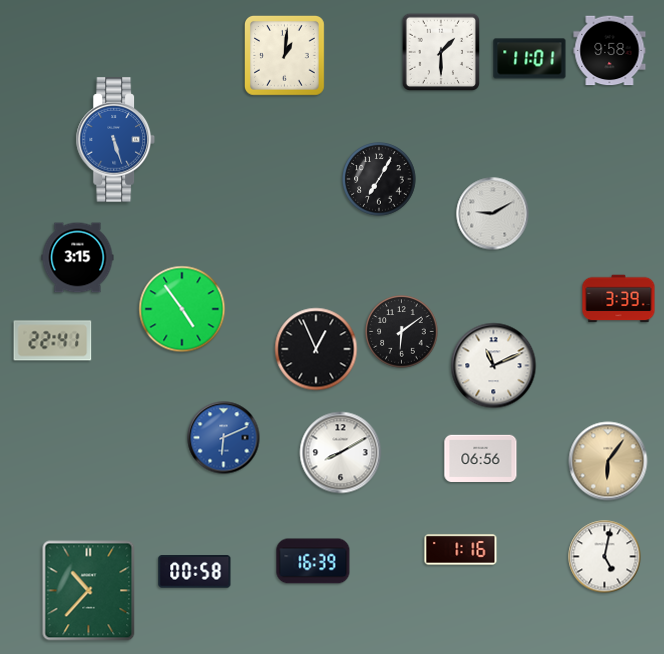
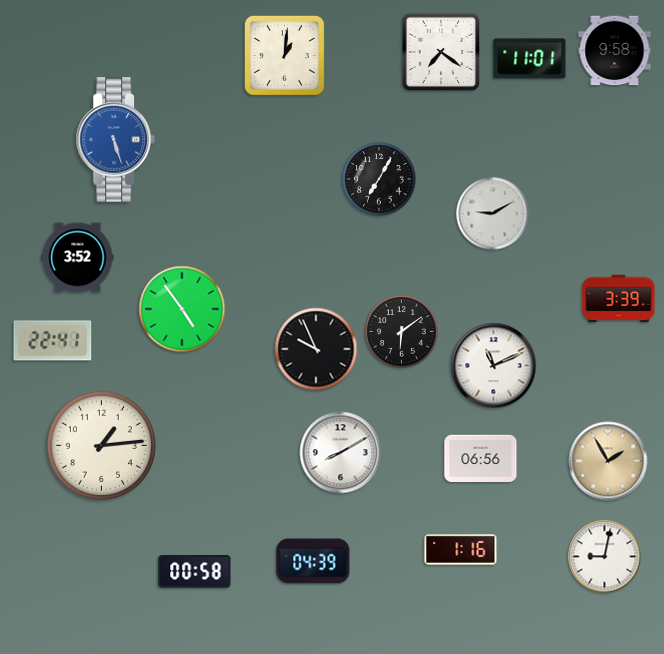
clock at (440, 51): 1:30 -> 7:21
clock at (610, 51) position: (610, 51) -> (615, 51)
clock at (78, 258): 3:15 -> 3:52
clock at (316, 349): 12:56 -> 9:56
clock at (224, 438): 6:11 -> none
clock at (101, 445): none -> 1:14
clock at (608, 461): 6:06 -> 1:55
clock at (605, 557): 5:02 -> 9:02
clock at (313, 561): 16:39 -> 04:39
clock at (89, 591): 10:37 -> none
